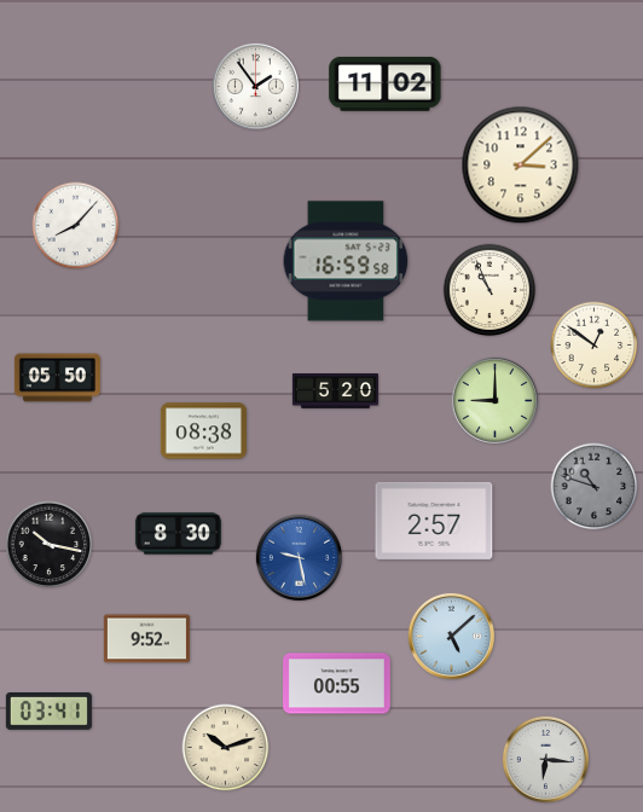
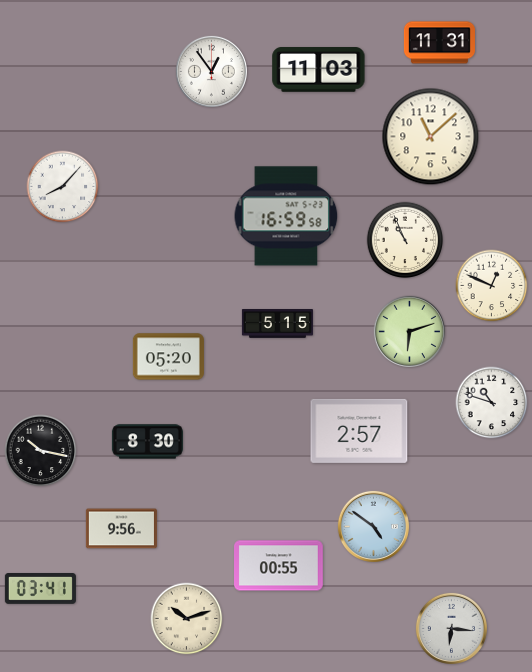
clock at (439, 43): none -> 11:31
clock at (386, 85): 11:02 -> 11:03
clock at (255, 86): 1:54 -> 12:54
clock at (521, 166): 3:08 -> 11:08
clock at (595, 346): 12:51 -> 12:49
clock at (57, 378): 05:50 -> none
clock at (335, 391): 5:20 -> 5:15
clock at (494, 400): 9:00 -> 6:12
clock at (203, 431): 08:38 -> 05:20
clock at (595, 487) dial: grey -> white
clock at (299, 557): 9:28 -> none
clock at (451, 636): 5:08 -> 4:51
clock at (146, 639): 9:52 -> 9:56
